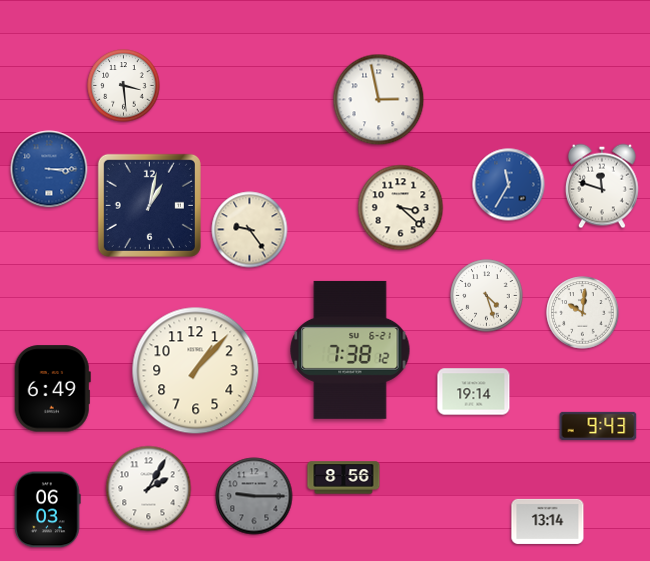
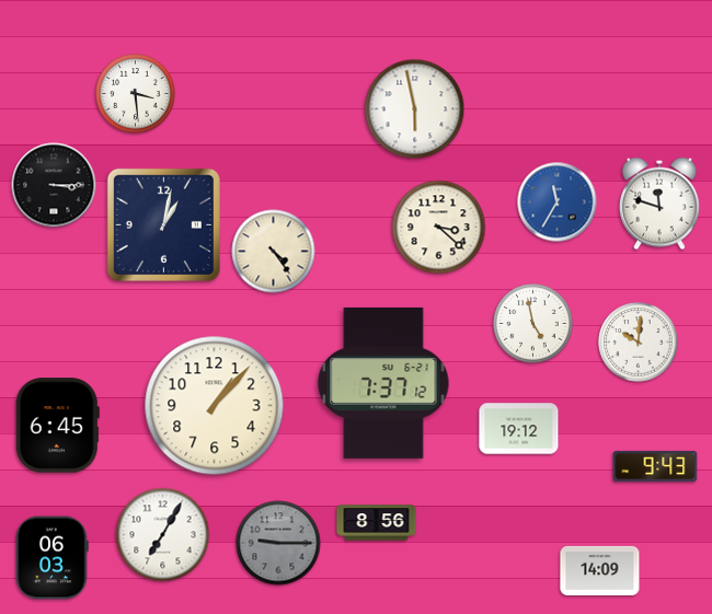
clock at (379, 100): 2:58 -> 5:58
clock at (49, 169) dial: blue -> black
clock at (250, 230): 9:24 -> 4:24
clock at (487, 296): 4:27 -> 4:58
clock at (350, 350): 7:38 -> 7:37
clock at (52, 389): 6:49 -> 6:45
clock at (474, 392): 19:14 -> 19:12
clock at (149, 489): 2:05 -> 7:05
clock at (548, 521): 13:14 -> 14:09
